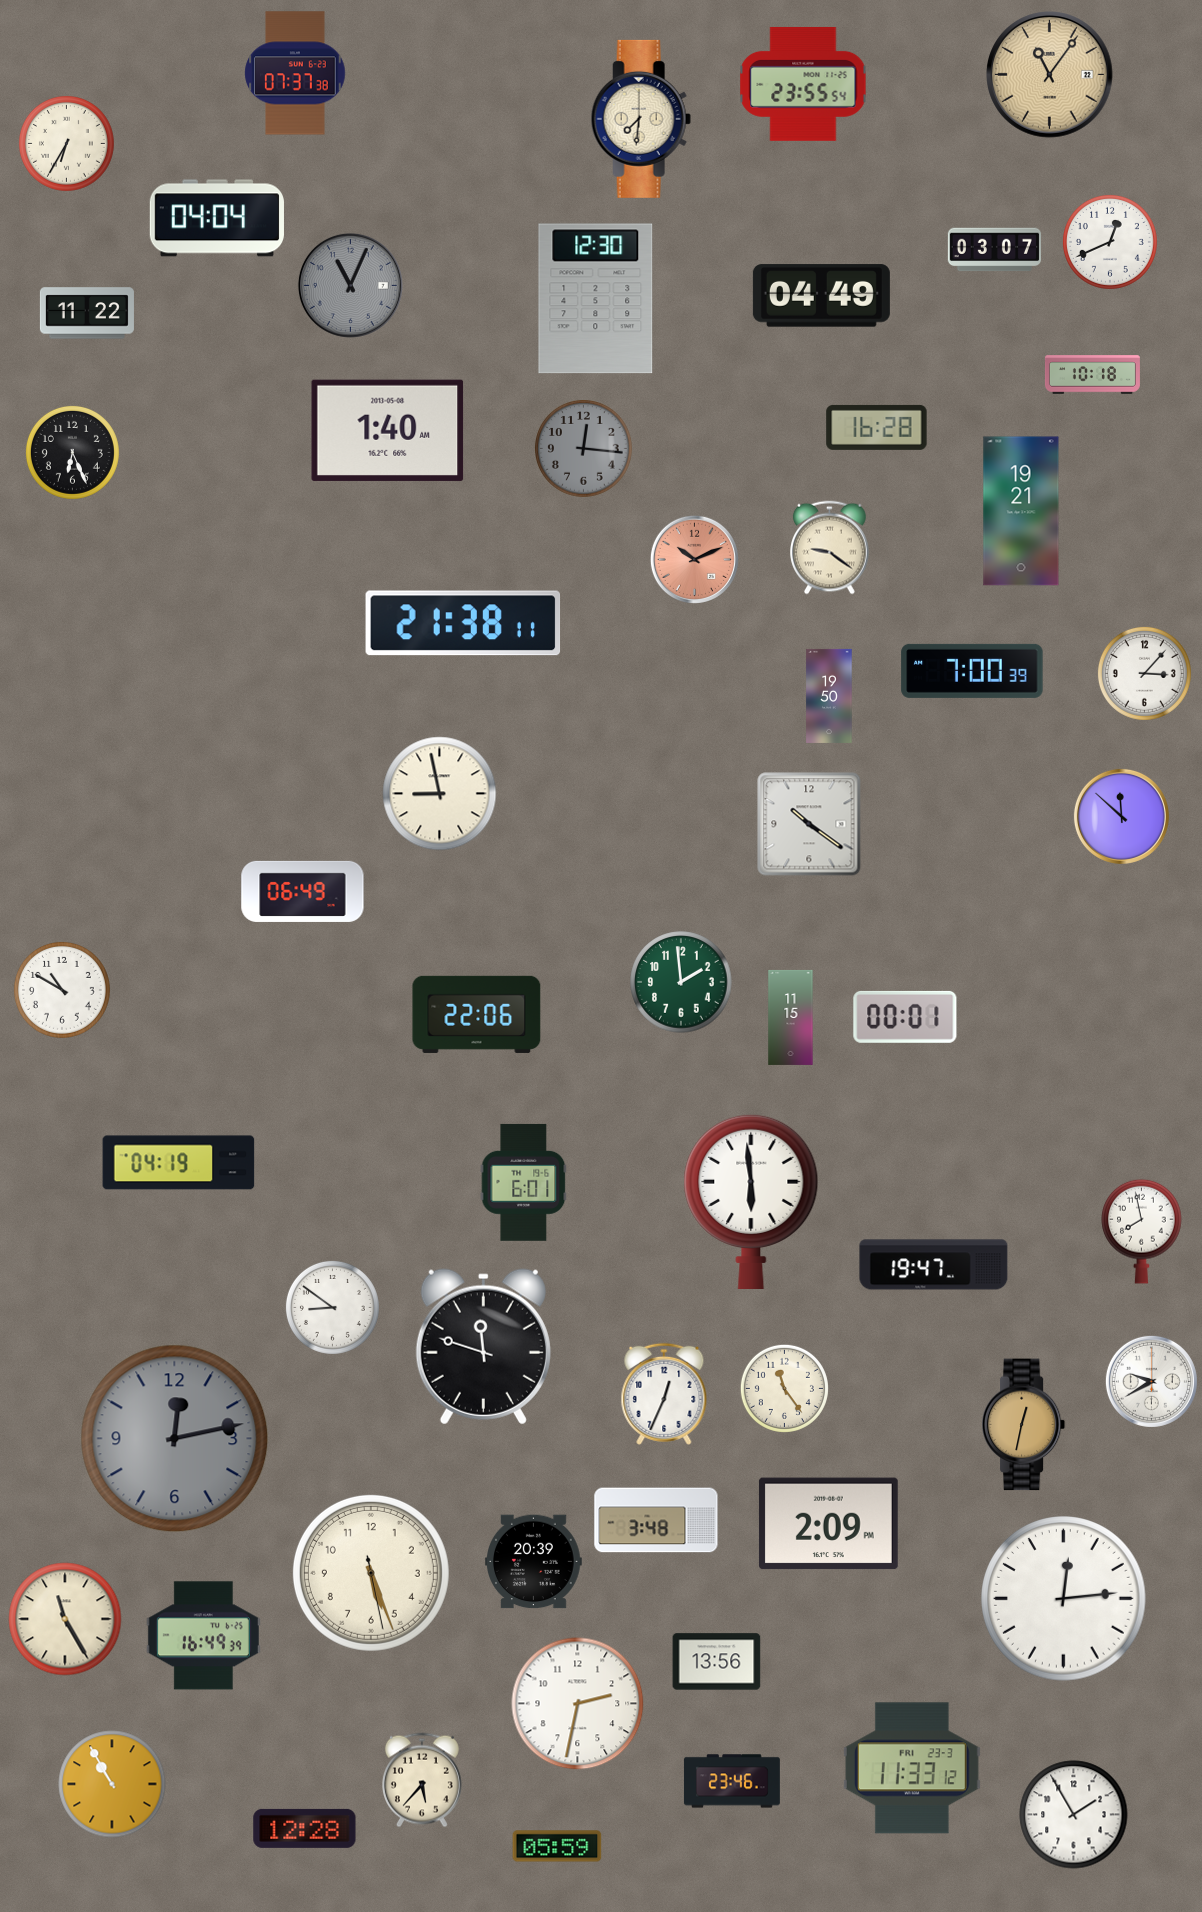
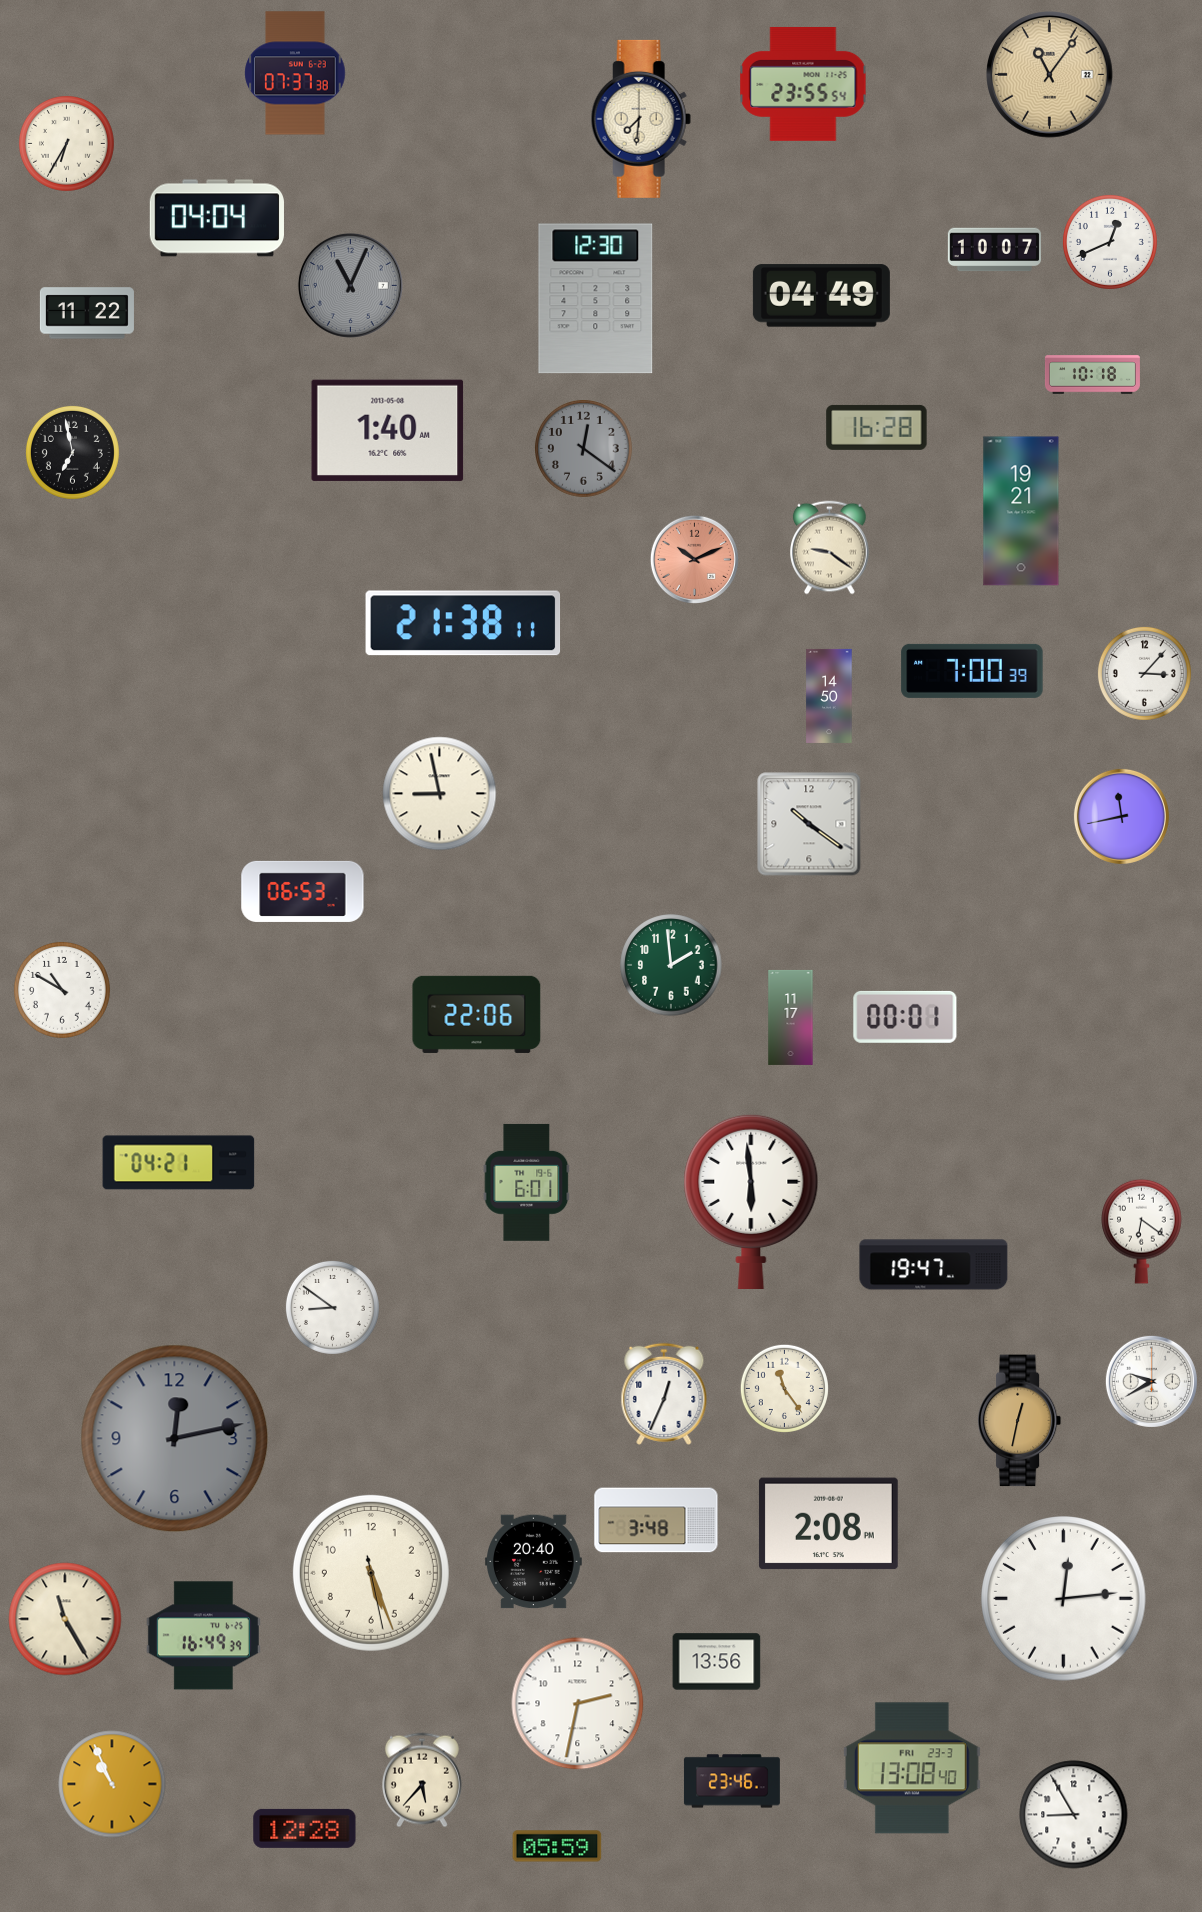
clock at (994, 250): 03:07 -> 10:07
clock at (584, 449): 12:16 -> 12:21
clock at (72, 452): 6:26 -> 6:58
clock at (829, 696): 19:50 -> 14:50
clock at (1121, 816): 11:52 -> 11:43
clock at (303, 891): 06:49 -> 06:53
clock at (681, 982) position: (681, 982) -> (671, 965)
clock at (791, 1017): 11:15 -> 11:17
clock at (179, 1163): 04:19 -> 04:21
clock at (524, 1182) position: (524, 1182) -> (527, 1182)
clock at (1142, 1231): 7:58 -> 6:21
clock at (483, 1347): 11:48 -> none
clock at (1024, 1425) position: (1024, 1425) -> (1020, 1421)
clock at (828, 1524): 2:09 -> 2:08
clock at (534, 1562): 20:39 -> 20:40
clock at (912, 1768): 11:33 -> 13:08
clock at (112, 1784): 10:55 -> 10:56
clock at (1074, 1815): 1:55 -> 8:55
